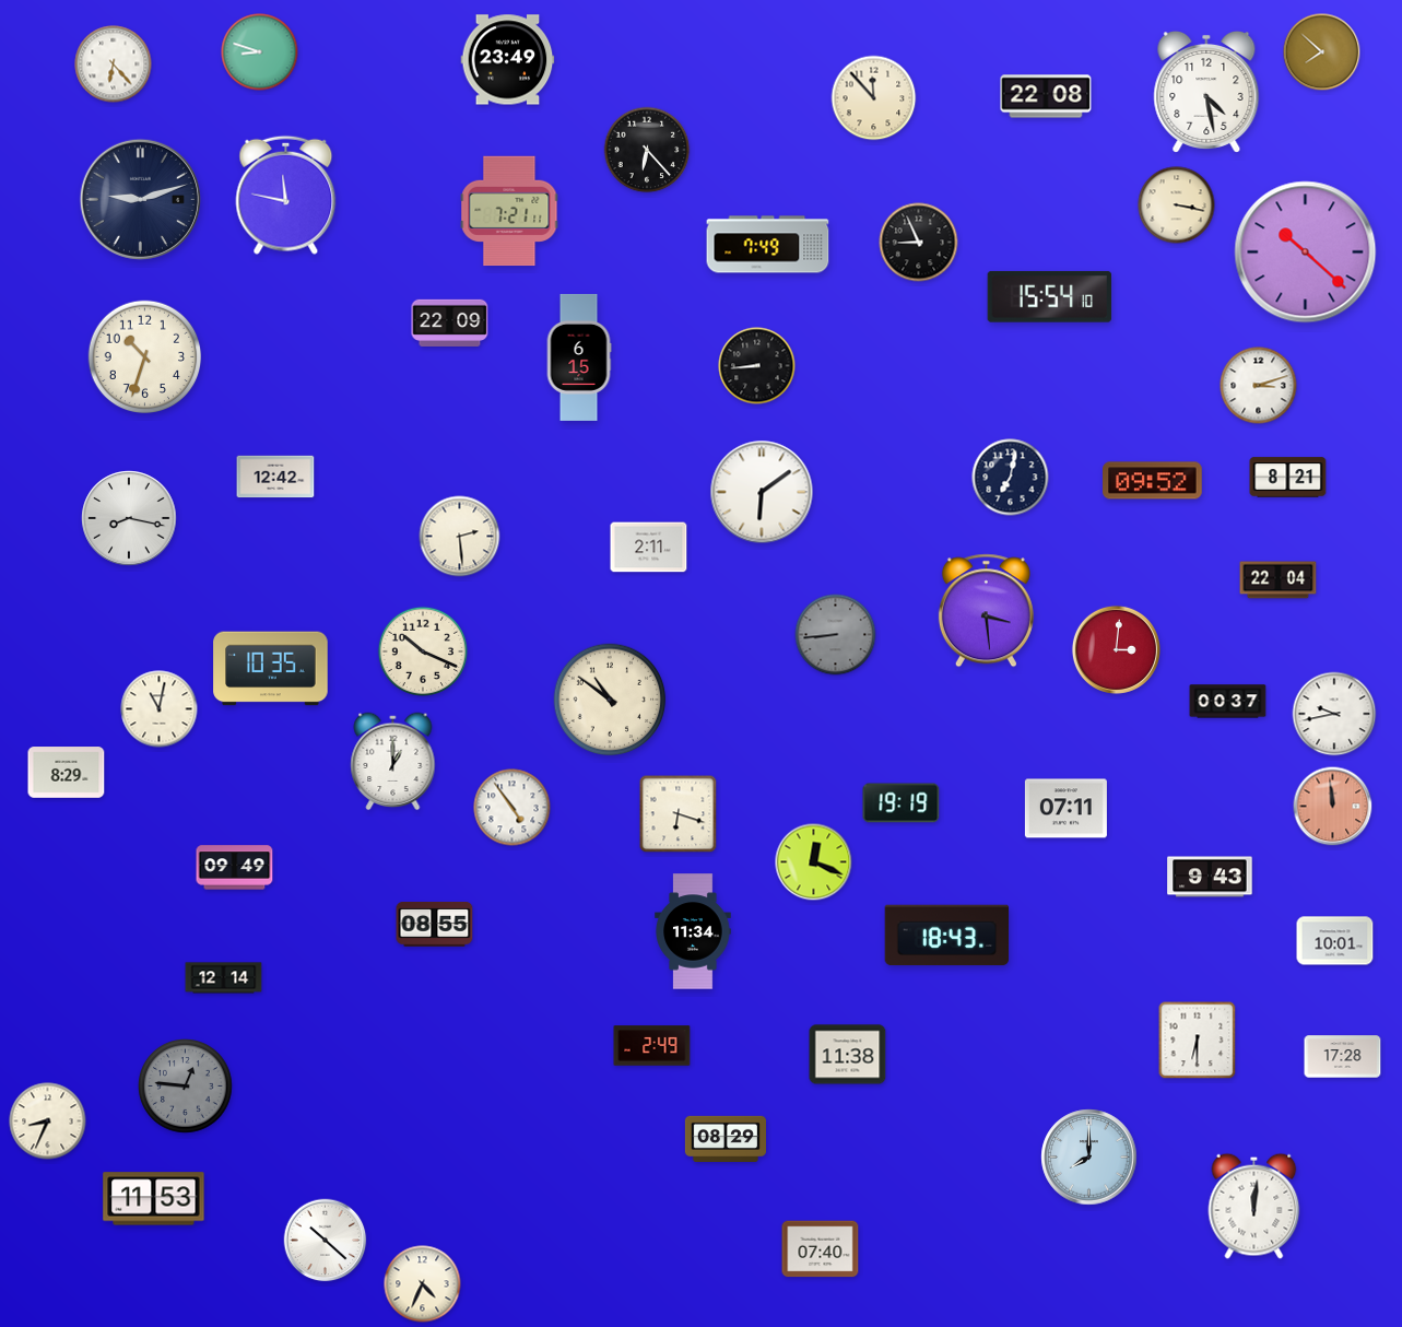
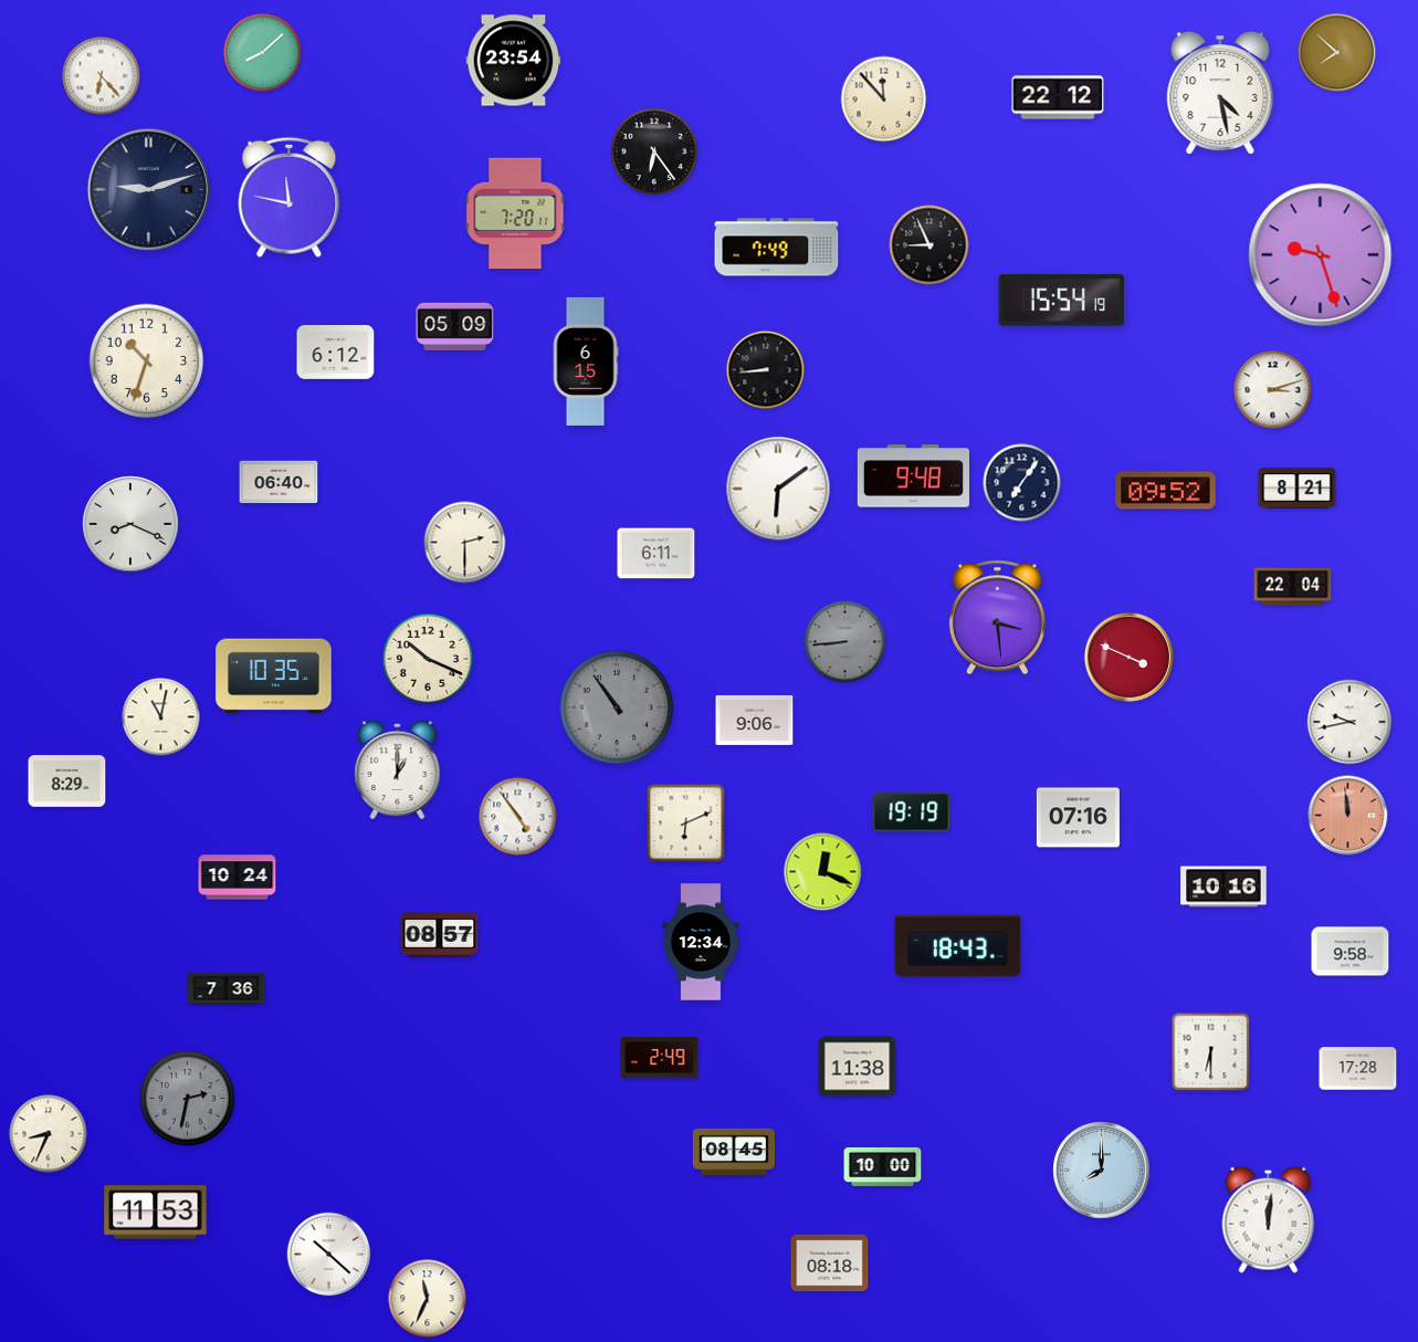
clock at (260, 52): 8:48 -> 8:08
clock at (508, 60): 23:49 -> 23:54
clock at (114, 64) position: (114, 64) -> (102, 76)
clock at (1046, 96): 22:08 -> 22:12
clock at (647, 150): 6:23 -> 6:24
clock at (140, 199) position: (140, 199) -> (148, 189)
clock at (1177, 205): 3:17 -> none
clock at (509, 211): 7:21 -> 7:20
clock at (1306, 253): 10:22 -> 9:27
clock at (1050, 297): 15:54:10 -> 15:54:19
clock at (450, 322): 22:09 -> 05:09
clock at (336, 353): none -> 6:12
clock at (913, 476): none -> 9:48
clock at (275, 477): 12:42 -> 06:40
clock at (1011, 478): 7:02 -> 7:06
clock at (1288, 478) position: (1288, 478) -> (1298, 489)
clock at (1153, 481) position: (1153, 481) -> (1166, 491)
clock at (762, 492) position: (762, 492) -> (778, 489)
clock at (129, 518): 8:17 -> 8:19
clock at (460, 537): 2:29 -> 2:30
clock at (649, 548): 2:11 -> 6:11
clock at (1116, 649): 3:01 -> 3:49
clock at (610, 700): 10:51 -> 10:54
clock at (610, 700) dial: cream -> grey
clock at (1228, 702): 00:37 -> none
clock at (755, 720): none -> 9:06
clock at (1065, 809): 07:11 -> 07:16
clock at (679, 814): 6:18 -> 6:11
clock at (235, 868): 09:49 -> 10:24
clock at (1210, 877): 9:43 -> 10:16
clock at (435, 925): 08:55 -> 08:57
clock at (693, 931): 11:34 -> 12:34
clock at (1335, 941): 10:01 -> 9:58
clock at (224, 978): 12:14 -> 7:36
clock at (186, 1087): 12:46 -> 2:32
clock at (724, 1138): 08:29 -> 08:45
clock at (883, 1166): none -> 10:00
clock at (821, 1249): 07:40 -> 08:18
clock at (423, 1284): 4:34 -> 11:34
